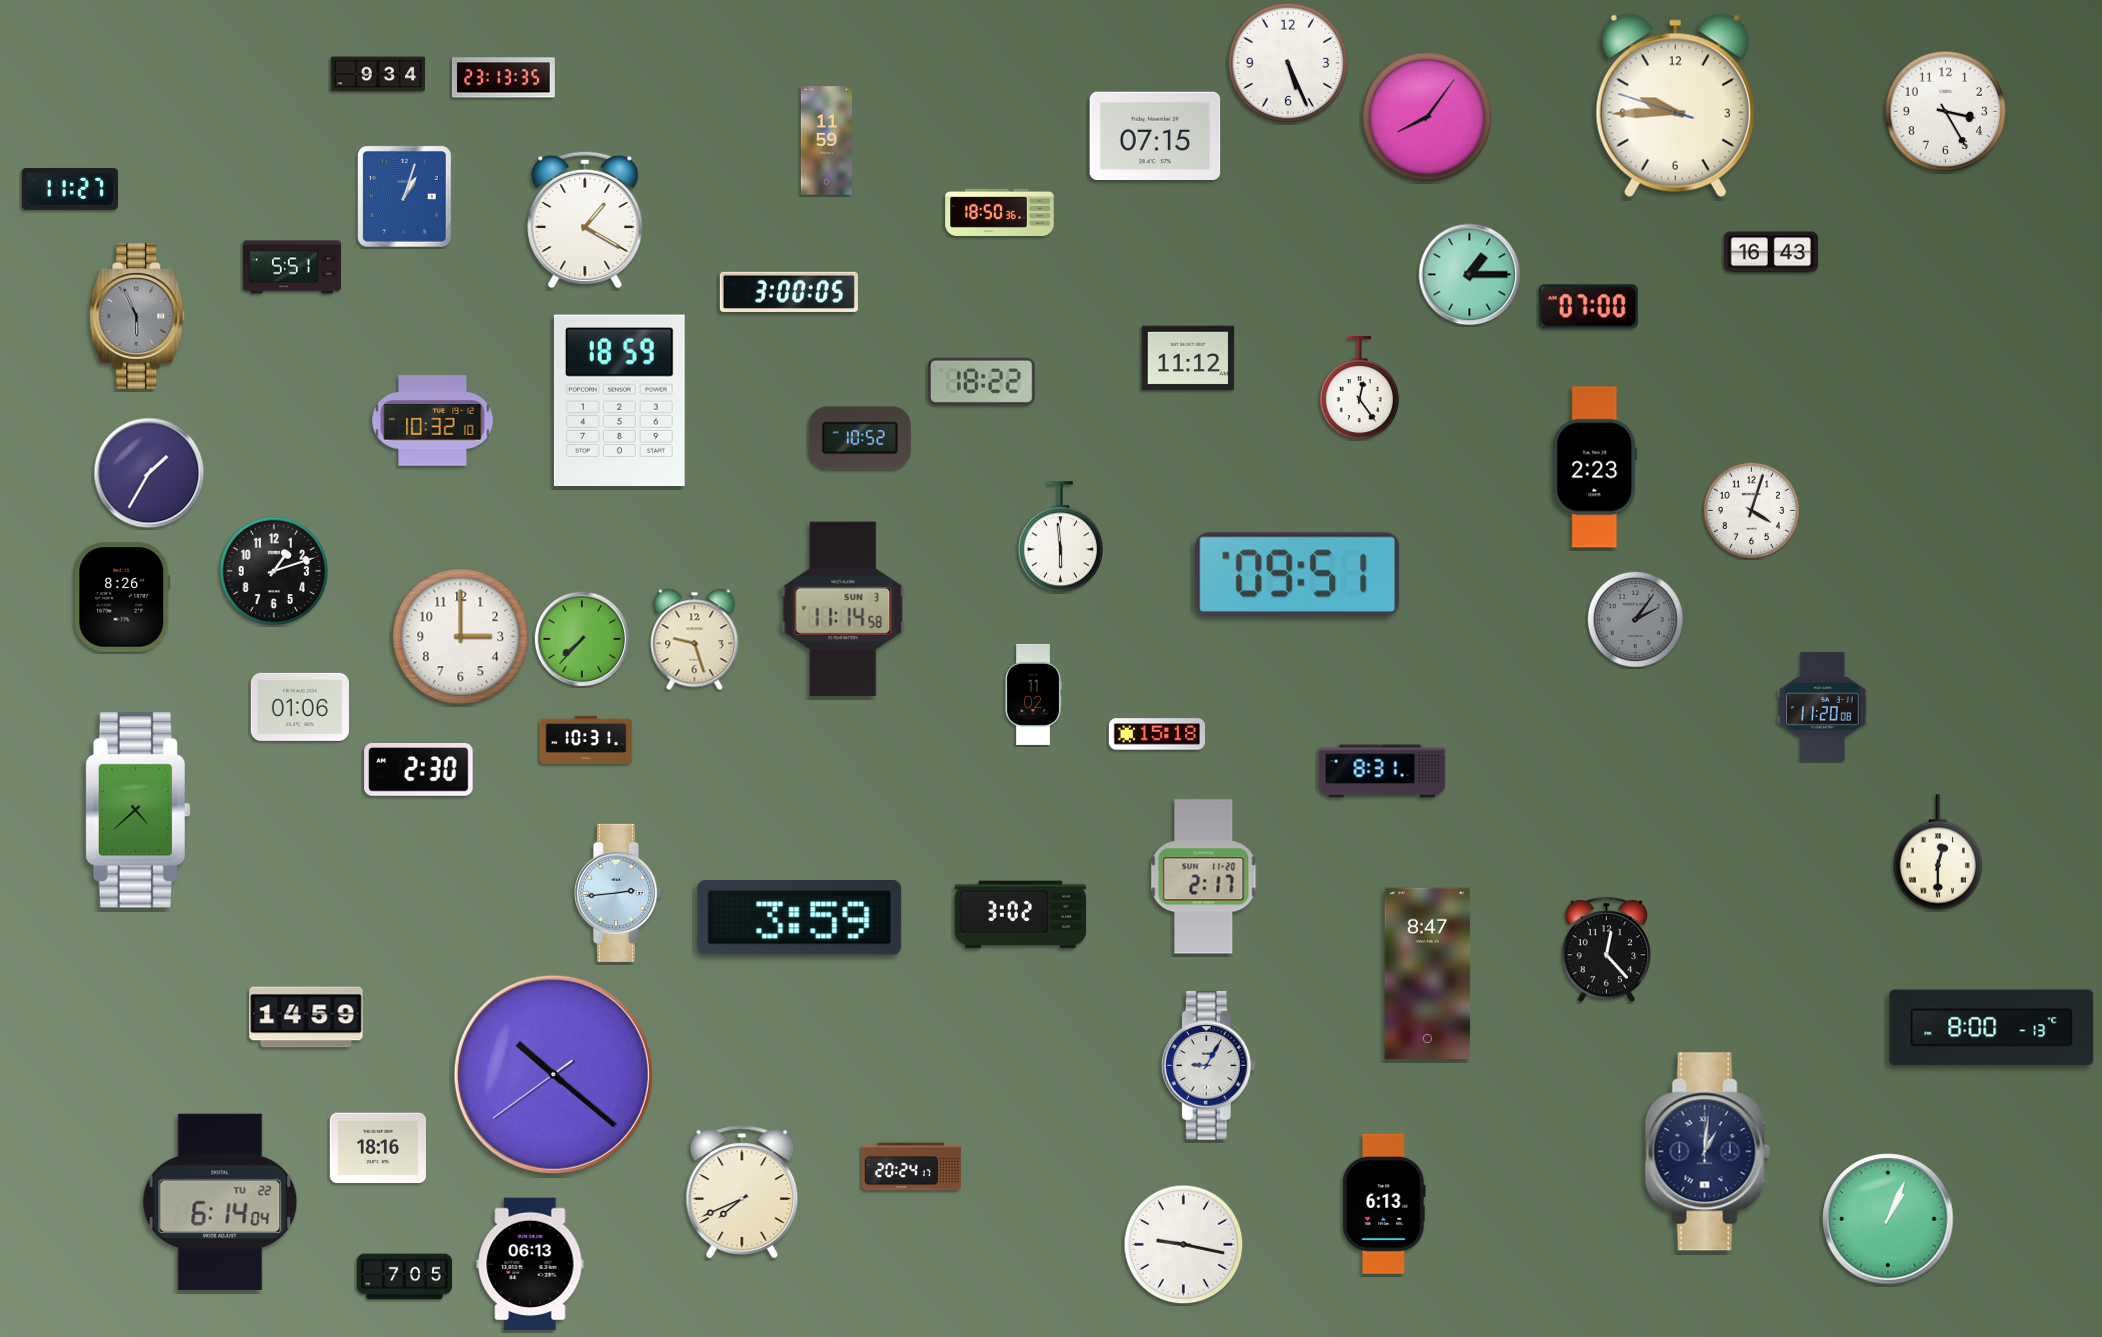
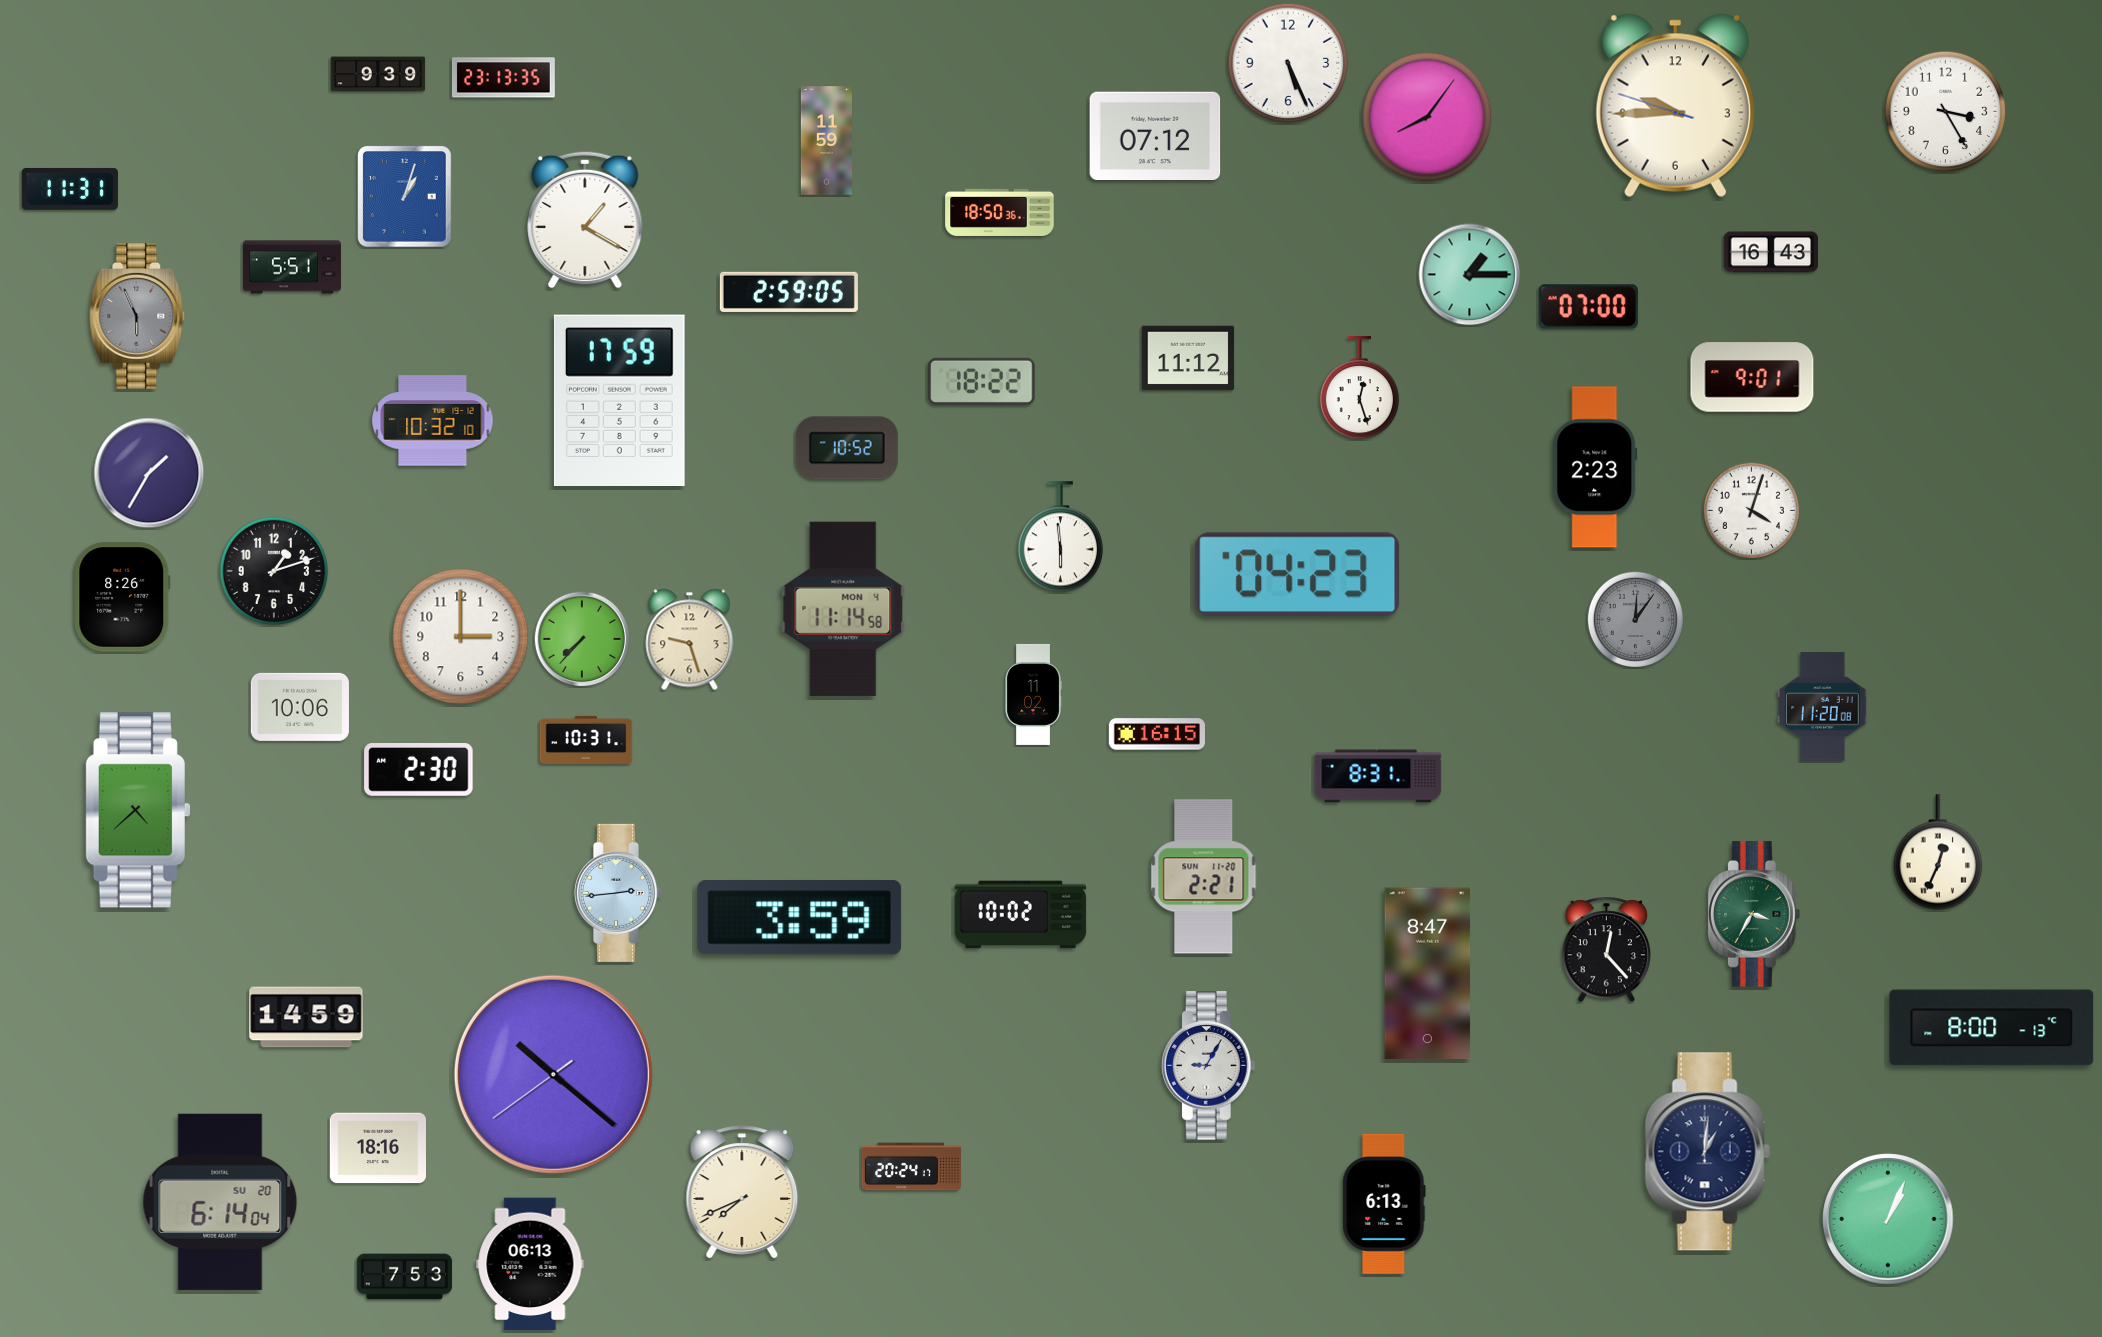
clock at (378, 74): 9:34 -> 9:39
clock at (1155, 136): 07:15 -> 07:12
clock at (70, 189): 11:27 -> 11:31
clock at (789, 292): 3:00 -> 2:59
clock at (1752, 377): none -> 9:01
clock at (1359, 388): 12:24 -> 12:27
clock at (619, 400): 18:59 -> 17:59
clock at (860, 438) position: (860, 438) -> (847, 448)
clock at (1298, 574): 09:51 -> 04:23
clock at (843, 609) date: SUN 3 -> MON 4
clock at (1635, 619): 2:06 -> 12:06
clock at (695, 640) position: (695, 640) -> (690, 640)
clock at (300, 707): 01:06 -> 10:06
clock at (1156, 734): 15:18 -> 16:15
clock at (1382, 771) position: (1382, 771) -> (1378, 776)
clock at (1938, 852): 12:30 -> 12:34
clock at (1204, 877): 2:17 -> 2:21
clock at (1021, 915): 3:02 -> 10:02
clock at (1754, 915): none -> 3:35
clock at (220, 1202) date: TU 22 -> SU 20
clock at (1184, 1245): 9:17 -> none
clock at (405, 1277): 7:05 -> 7:53
